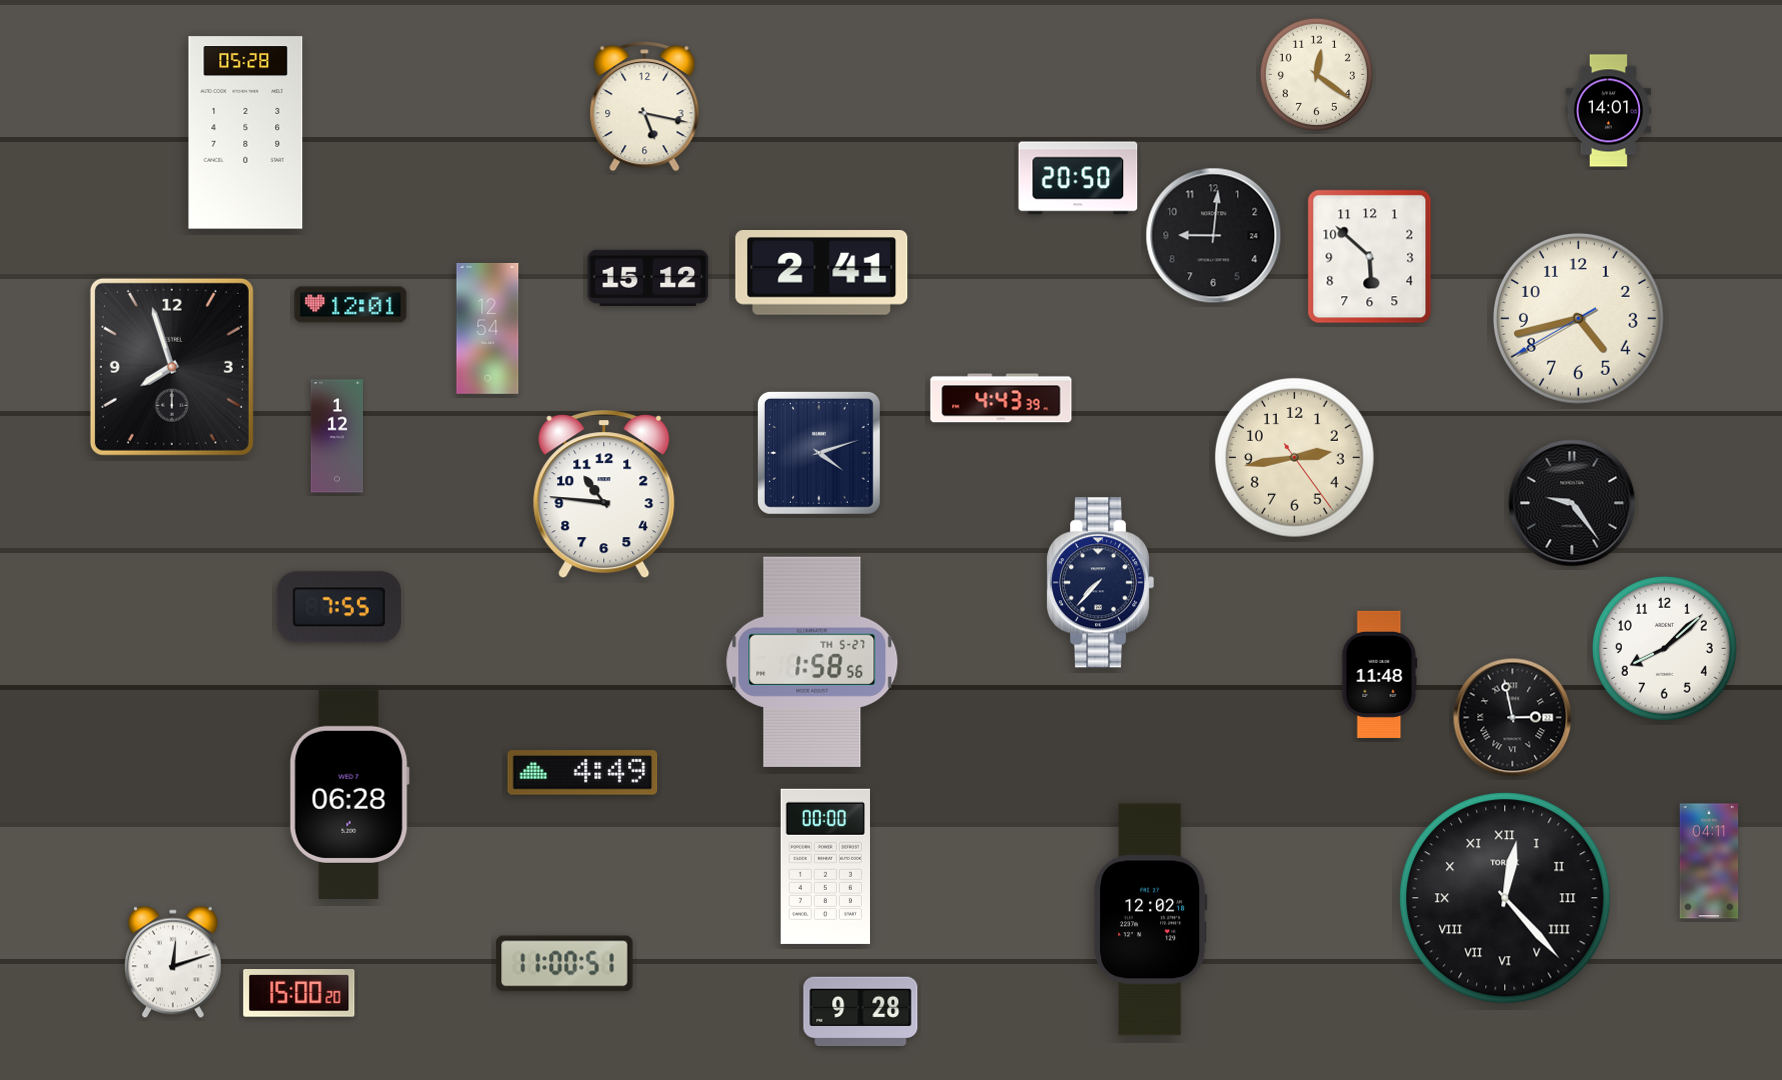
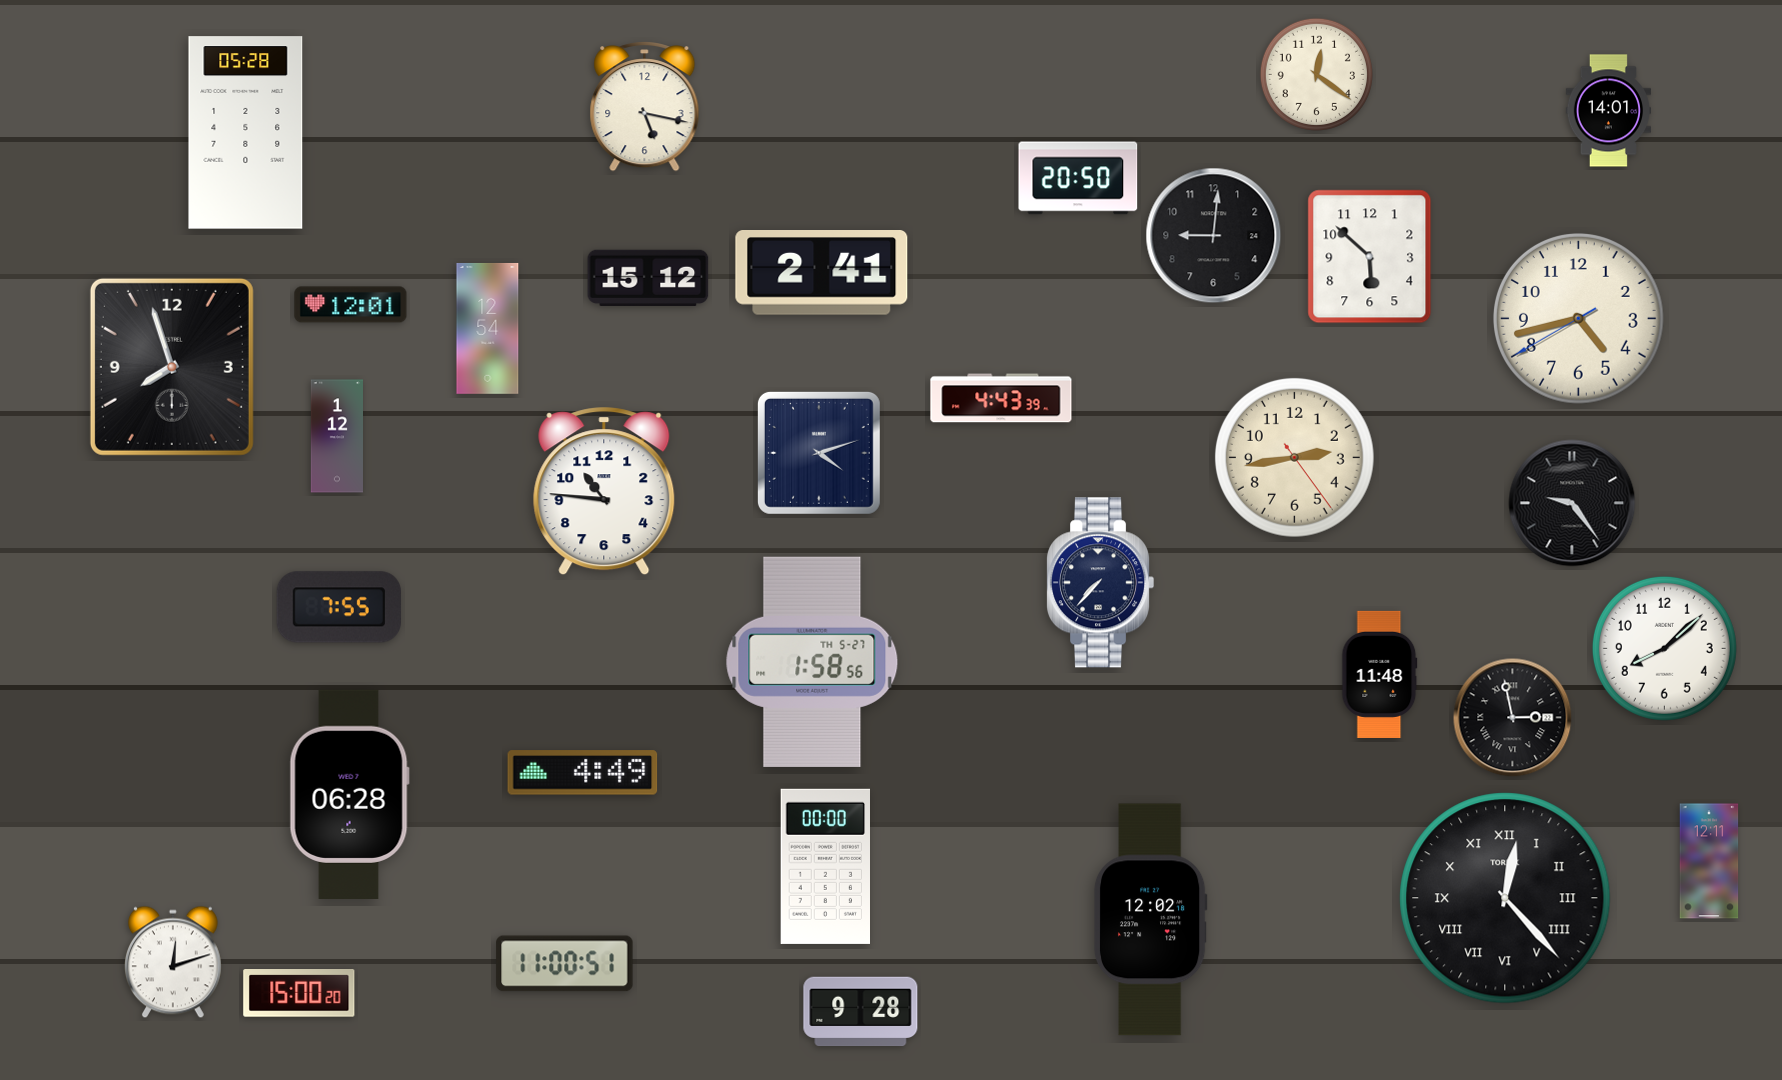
clock at (604, 495) position: (604, 495) -> (604, 492)
clock at (1709, 861): 04:11 -> 12:11
